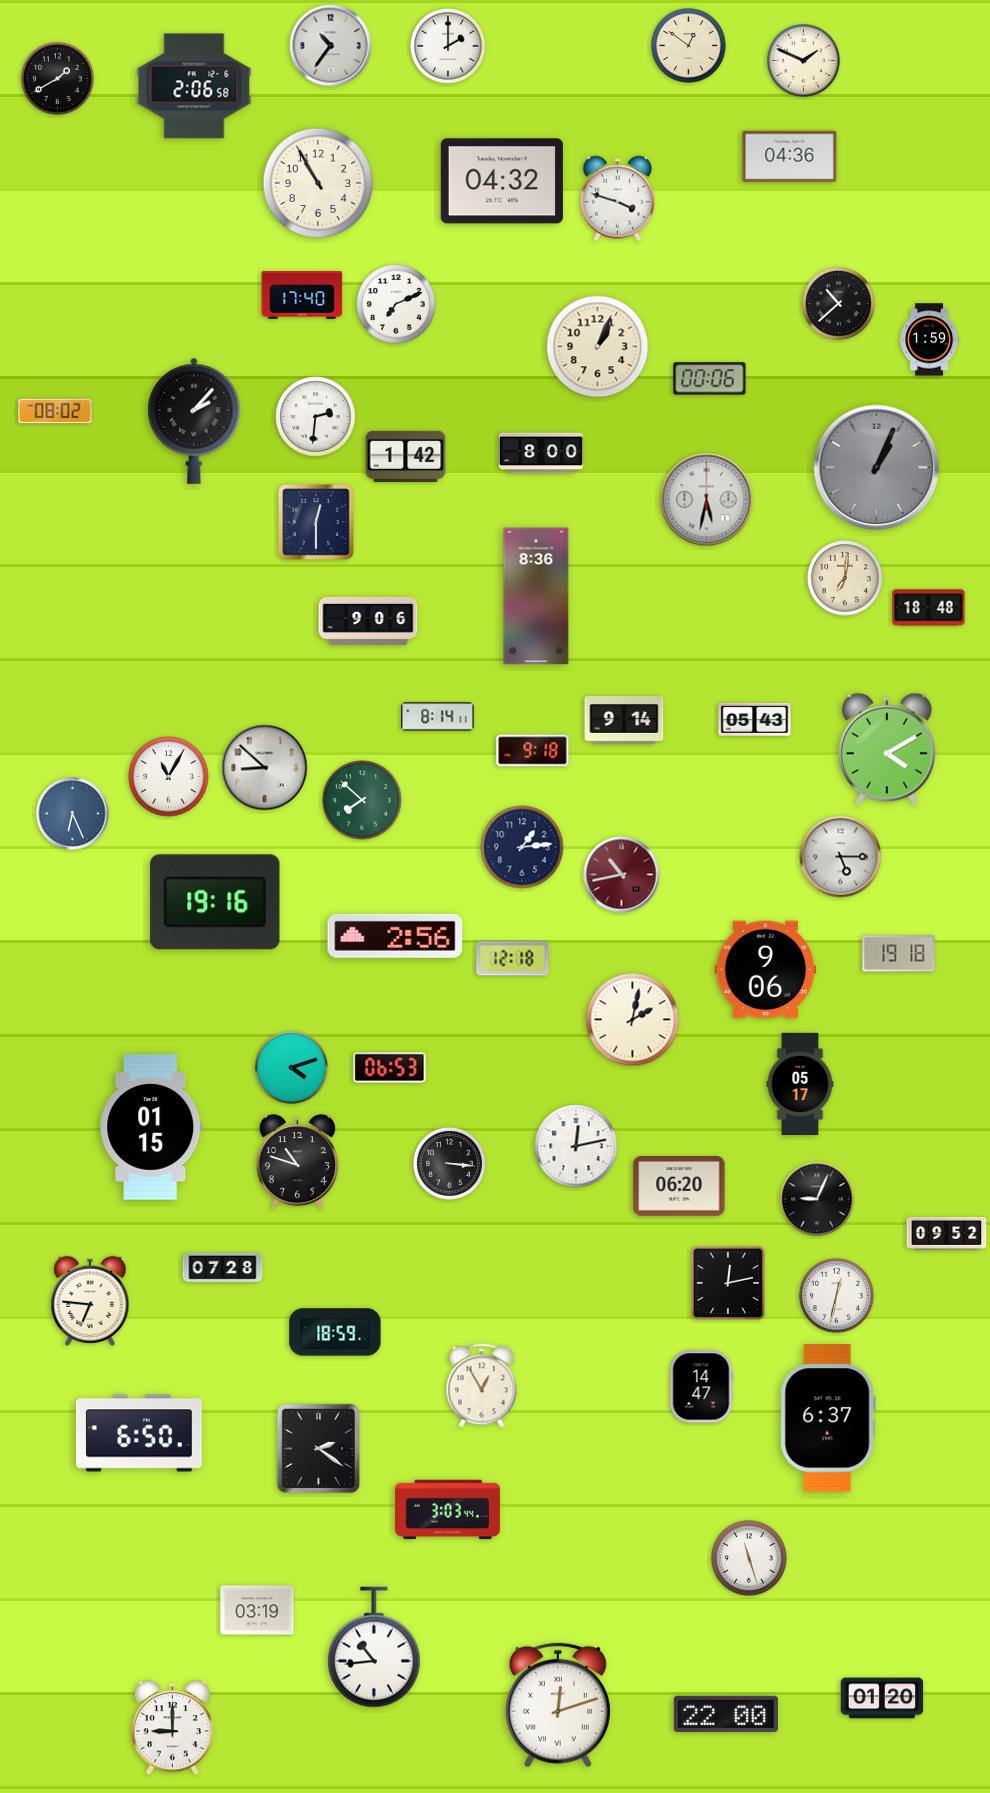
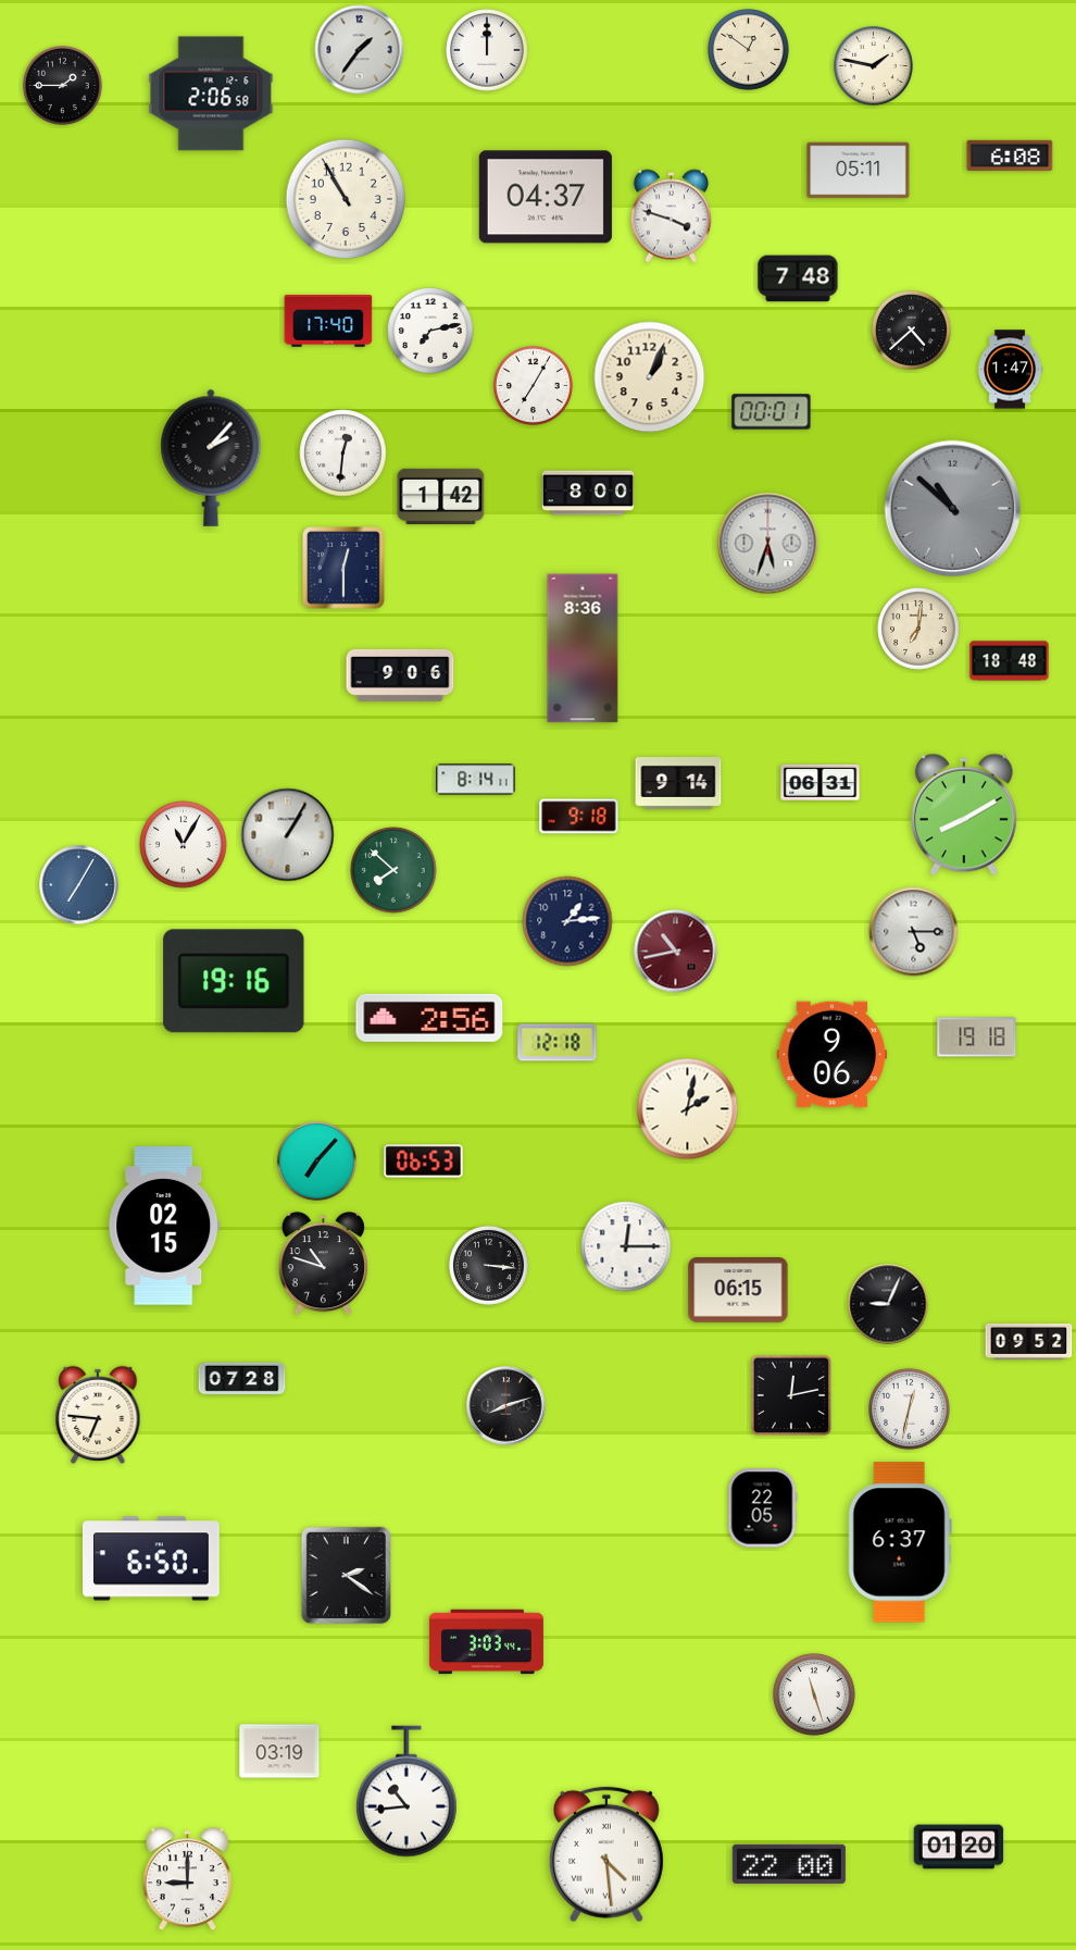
clock at (331, 46): 10:36 -> 1:36
clock at (448, 46): 2:00 -> 12:00
clock at (804, 60): 1:49 -> 1:47
clock at (58, 78): 1:40 -> 1:45
clock at (1010, 156): none -> 6:08
clock at (790, 157): 04:36 -> 05:11
clock at (502, 181): 04:32 -> 04:37
clock at (798, 278): none -> 7:48
clock at (839, 303): 10:38 -> 4:38
clock at (396, 304): 7:11 -> 7:13
clock at (930, 340): 1:59 -> 1:47
clock at (534, 385): none -> 7:05
clock at (710, 379): 00:06 -> 00:01
clock at (55, 411): 08:02 -> none
clock at (316, 417): 2:31 -> 12:31
clock at (877, 468): 1:04 -> 10:52
clock at (707, 500): 5:32 -> 5:33
clock at (755, 719): 05:43 -> 06:31
clock at (887, 749): 4:10 -> 8:10
clock at (265, 768): 8:52 -> 1:05
clock at (73, 814): 6:26 -> 7:05
clock at (292, 1067): 4:12 -> 7:07
clock at (800, 1084): 05:17 -> none
clock at (151, 1127): 01:15 -> 02:15
clock at (576, 1146): 12:13 -> 12:15
clock at (679, 1187): 06:20 -> 06:15
clock at (506, 1406): none -> 8:12
clock at (335, 1332): 18:59 -> none
clock at (482, 1386): 12:55 -> none
clock at (701, 1387): 14:47 -> 22:05
clock at (558, 1705): 12:12 -> 4:29
